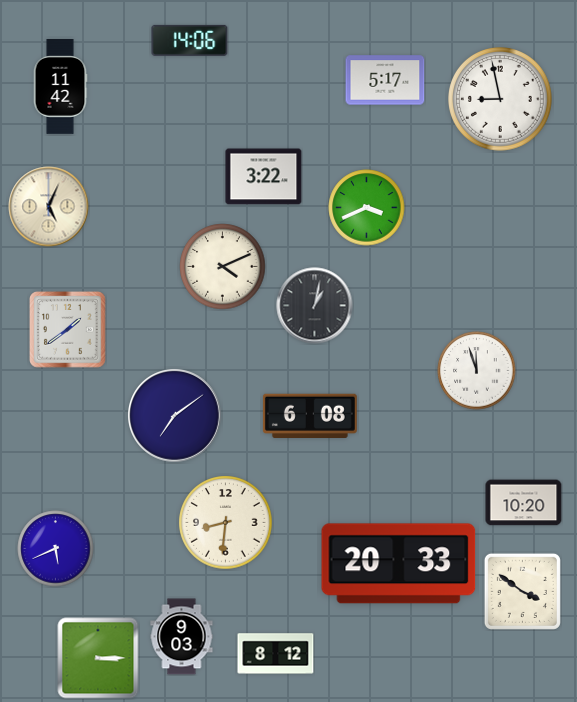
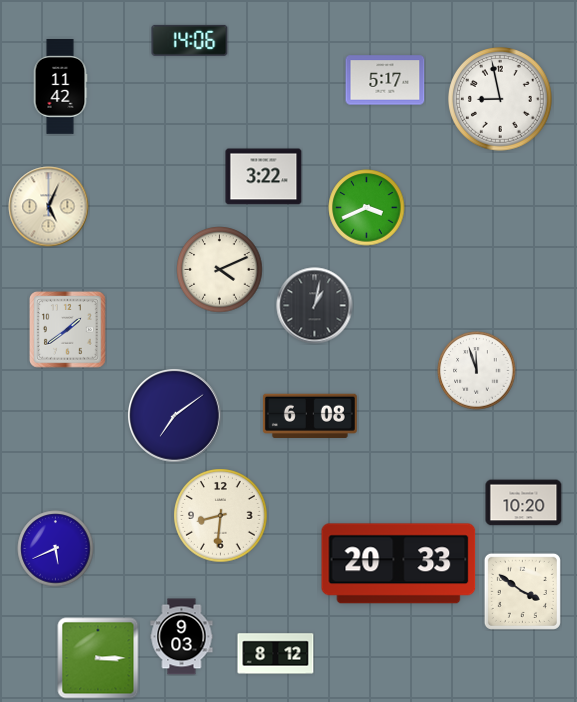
clock at (223, 267) position: (223, 267) -> (220, 270)
clock at (226, 523) position: (226, 523) -> (221, 516)
